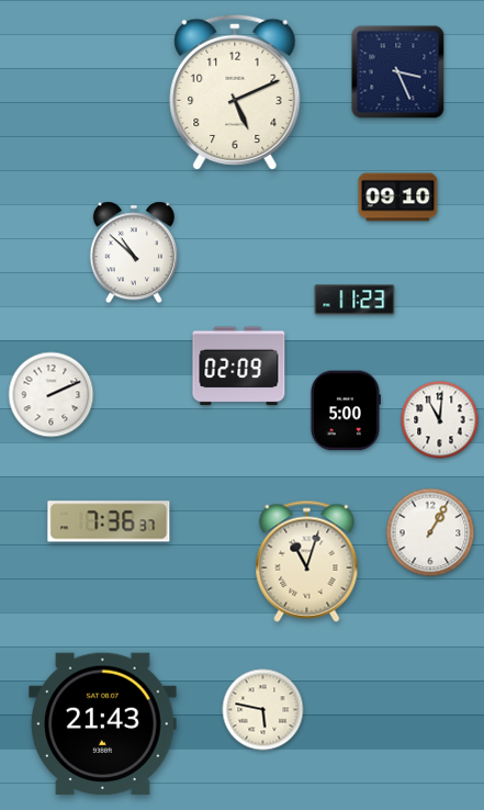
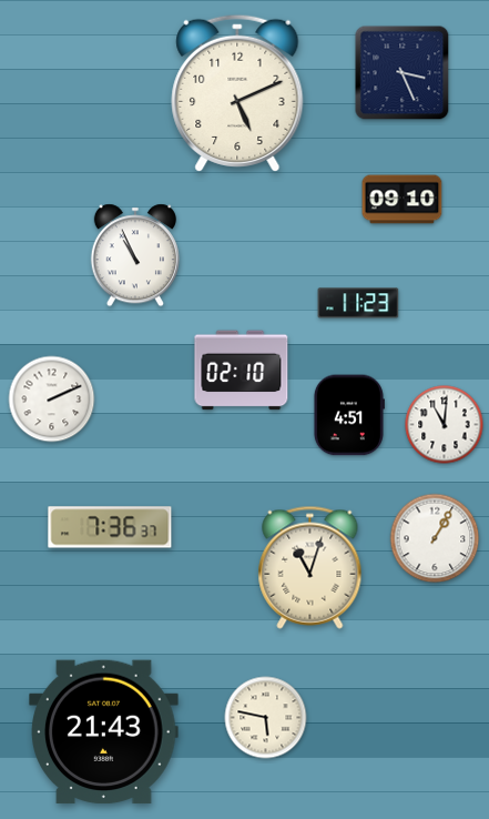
clock at (134, 252): 10:52 -> 10:56
clock at (239, 367): 02:09 -> 02:10
clock at (345, 410): 5:00 -> 4:51
